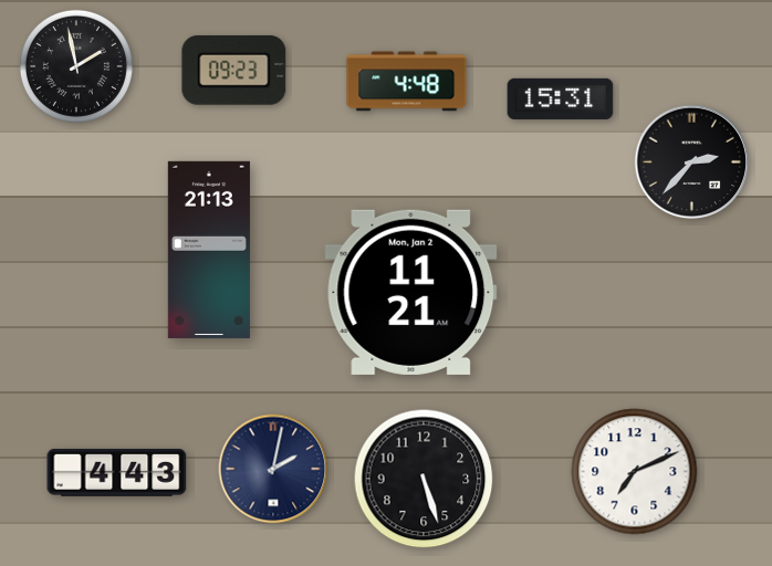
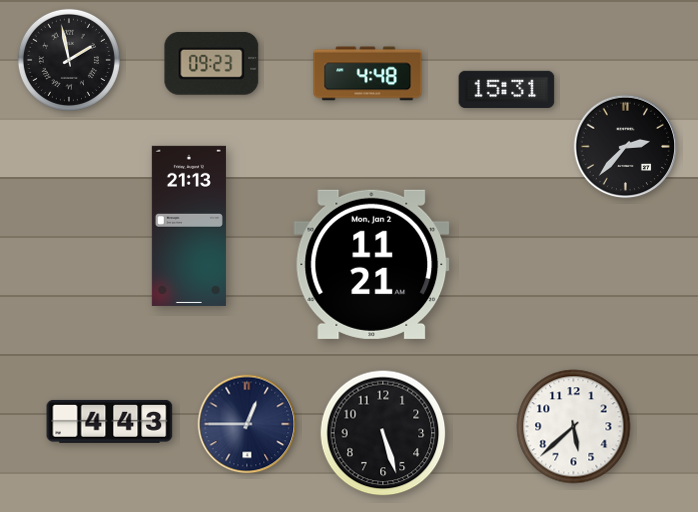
clock at (273, 469): 2:02 -> 12:45
clock at (117, 472) position: (117, 472) -> (110, 421)
clock at (635, 472): 7:11 -> 5:38
